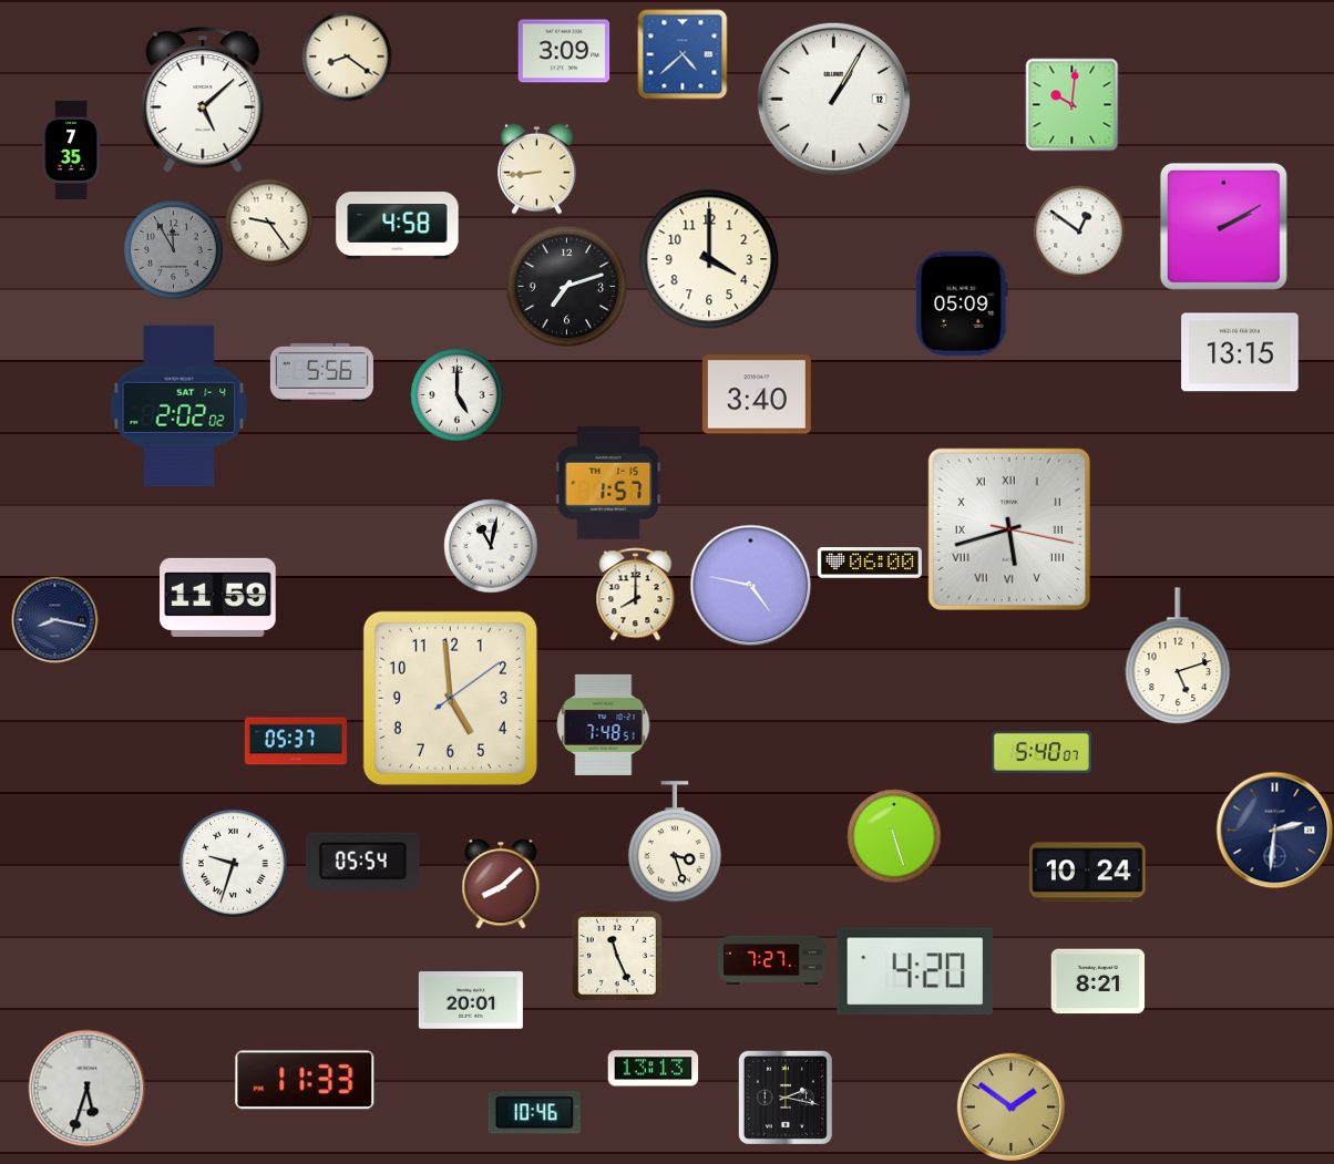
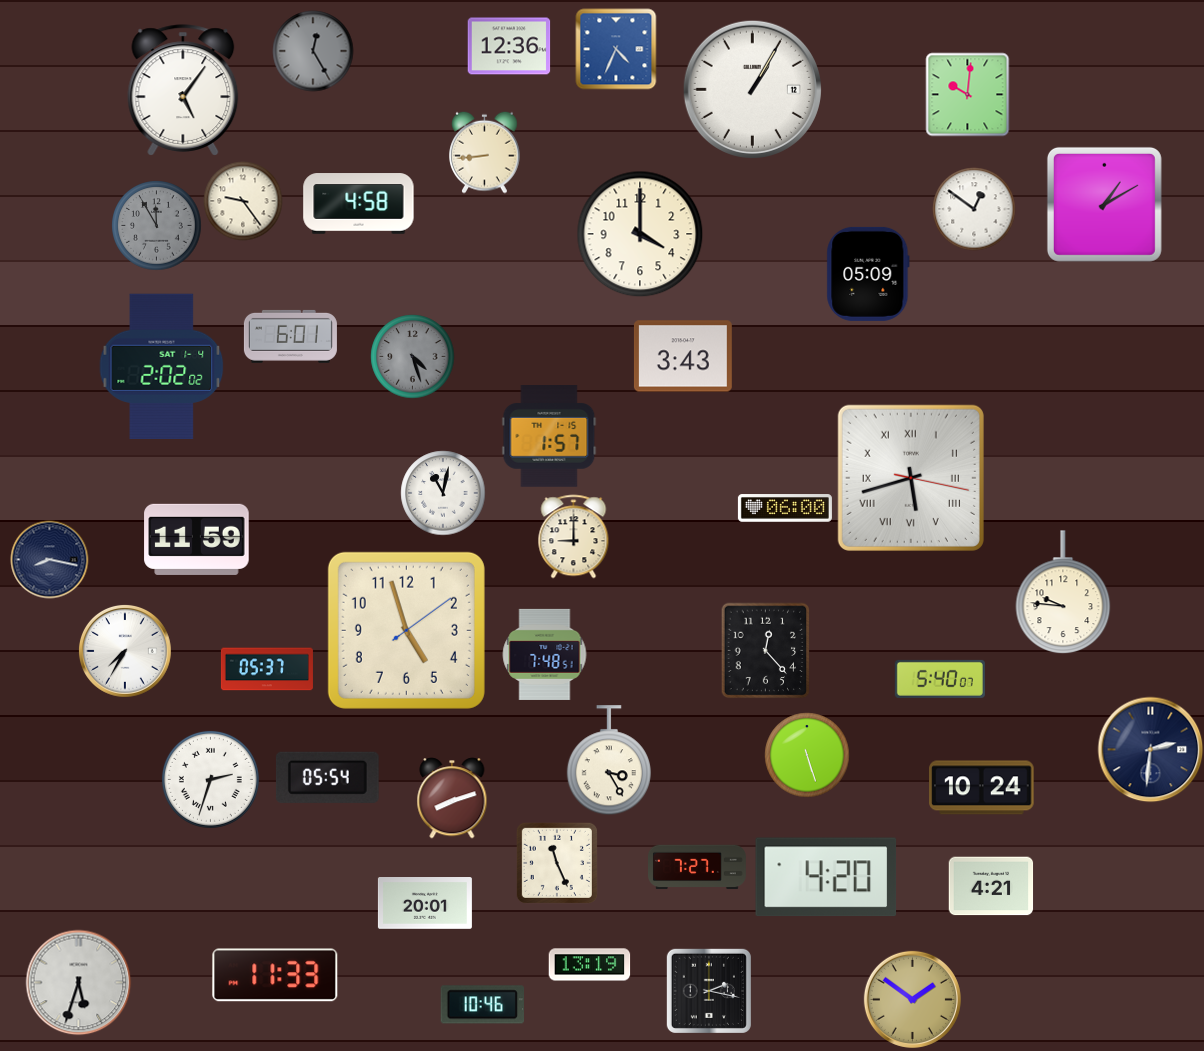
clock at (564, 51): 3:09 -> 12:36
clock at (683, 54): 4:38 -> 4:34
clock at (347, 56): 8:21 -> 12:25
clock at (347, 56) dial: cream -> grey
clock at (203, 100): 5:08 -> 5:06
clock at (71, 150): 7:35 -> none
clock at (1223, 226): 2:10 -> 1:10
clock at (566, 286): 7:12 -> none
clock at (1240, 352): 13:15 -> none
clock at (321, 372): 5:56 -> 6:01
clock at (456, 394): 5:00 -> 4:27
clock at (456, 394) dial: white -> grey
clock at (757, 394): 3:40 -> 3:43
clock at (750, 585): 4:47 -> none
clock at (636, 594): 8:00 -> 9:00
clock at (1178, 656): 5:12 -> 9:46
clock at (450, 698): 4:59 -> 4:57
clock at (766, 650): none -> 12:23
clock at (125, 651): none -> 7:35
clock at (674, 842): 3:27 -> 3:25
clock at (233, 863): 9:33 -> 2:33
clock at (501, 884): 8:08 -> 8:12
clock at (1098, 981): 8:21 -> 4:21
clock at (653, 1069): 13:13 -> 13:19
